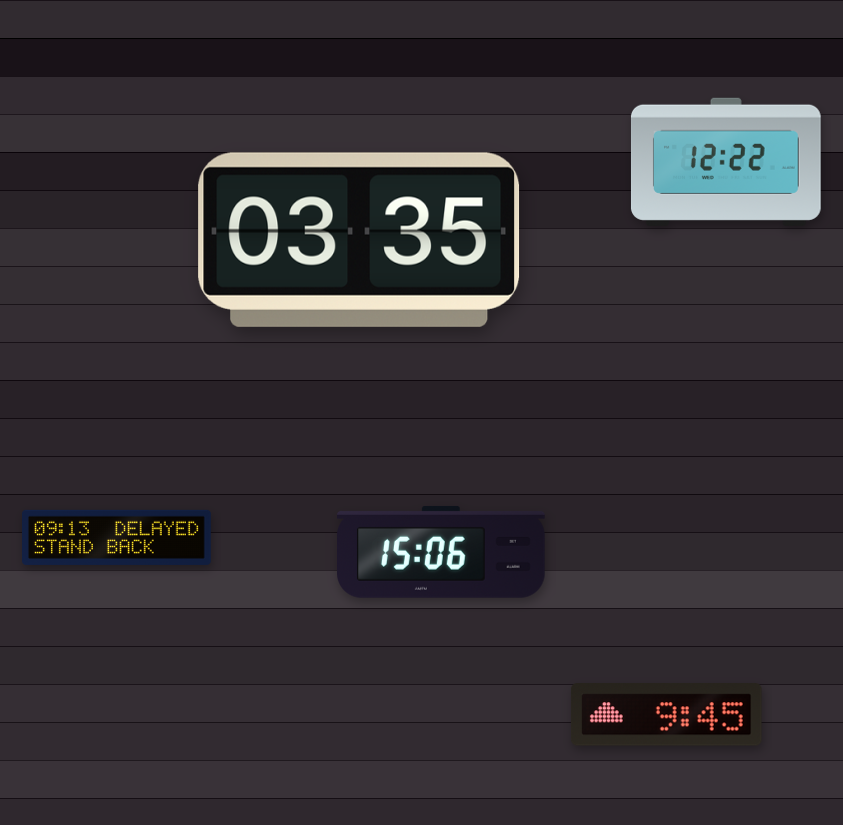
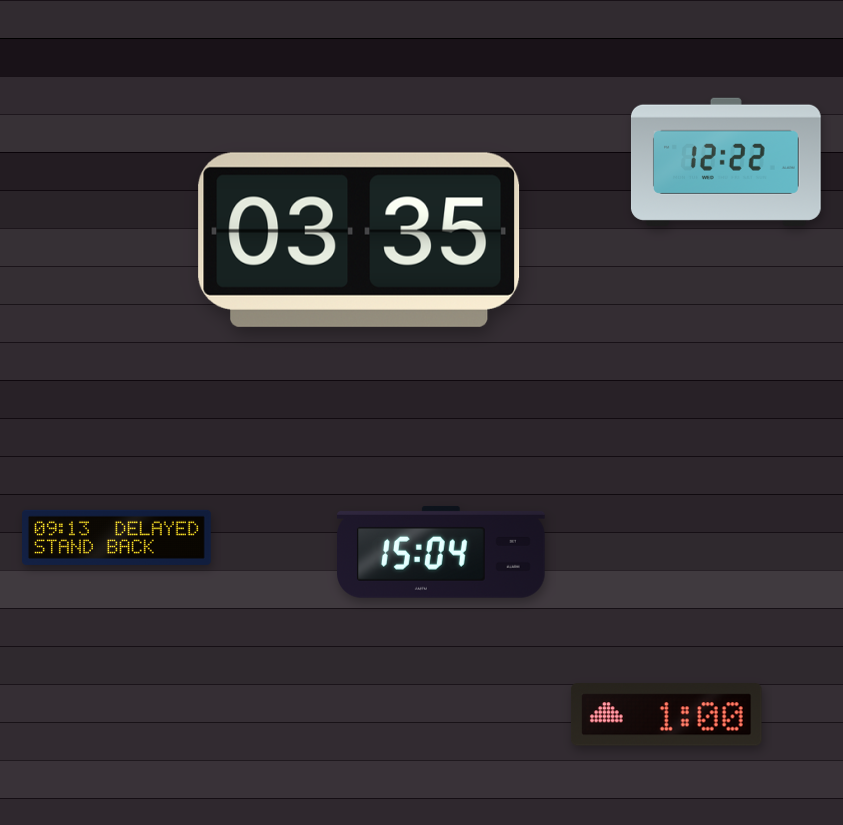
clock at (442, 552): 15:06 -> 15:04
clock at (667, 715): 9:45 -> 1:00
